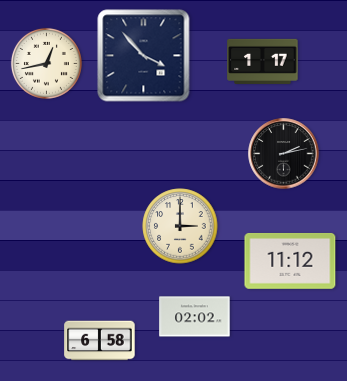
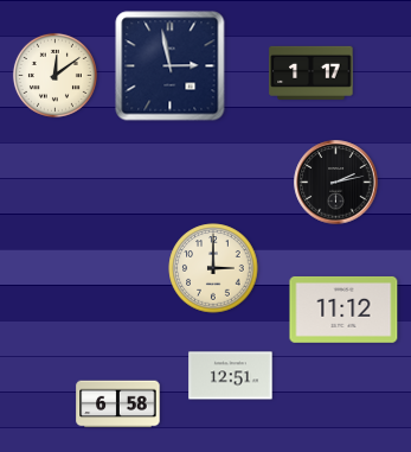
clock at (144, 56): 3:53 -> 2:58
clock at (46, 63): 12:43 -> 12:09
clock at (195, 317): 02:02 -> 12:51
